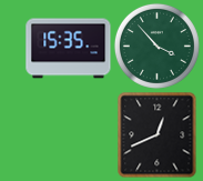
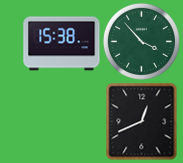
clock at (69, 49): 15:35 -> 15:38
